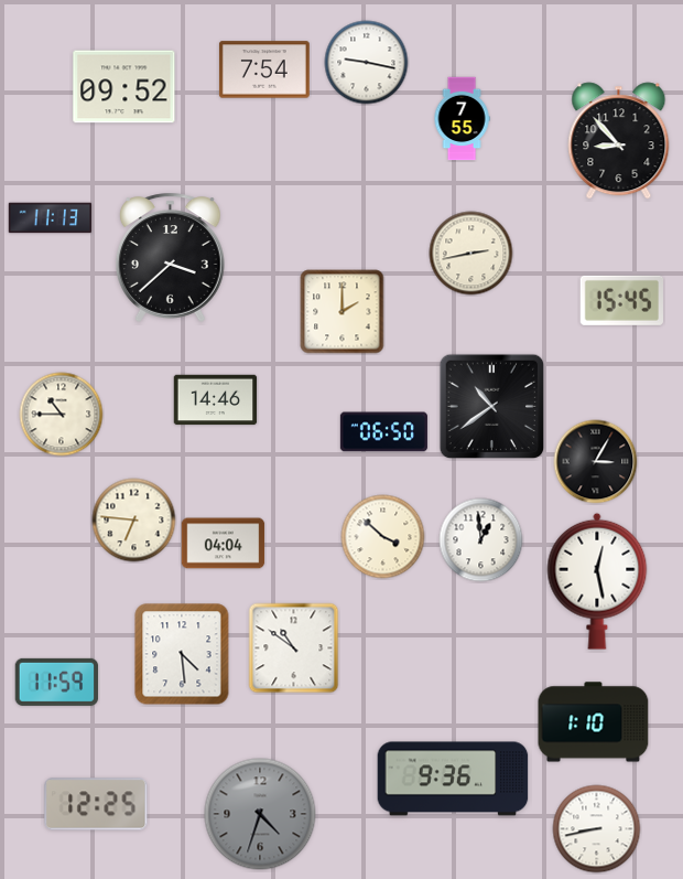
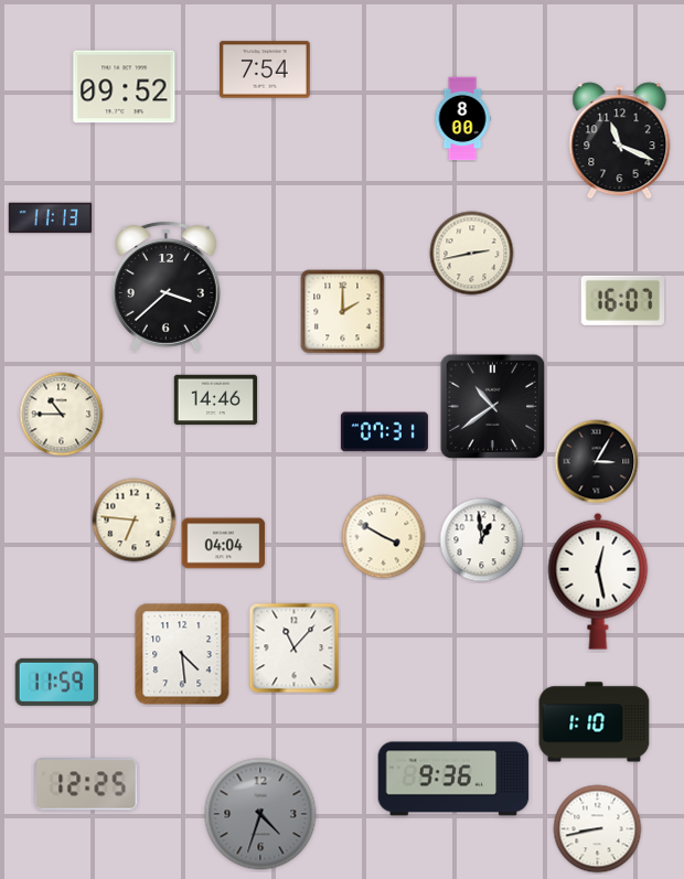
clock at (367, 63): 9:17 -> none
clock at (462, 119): 7:55 -> 8:00
clock at (619, 141): 8:53 -> 11:19
clock at (170, 257) position: (170, 257) -> (165, 286)
clock at (622, 300): 15:45 -> 16:07
clock at (383, 432): 06:50 -> 07:31
clock at (383, 537): 3:52 -> 3:50
clock at (294, 648): 10:51 -> 11:07
clock at (96, 804) position: (96, 804) -> (86, 784)
